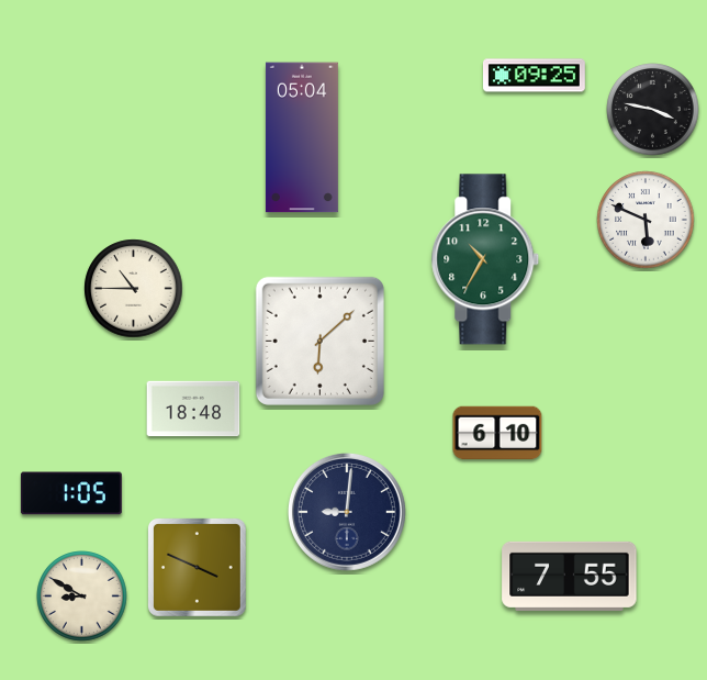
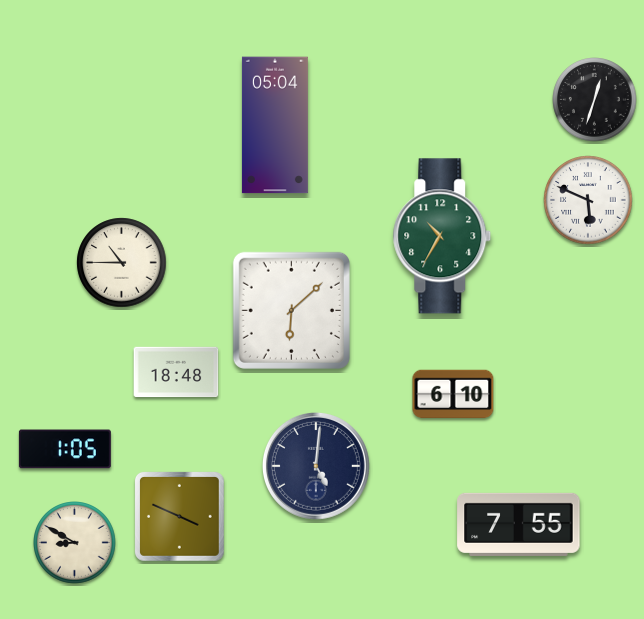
clock at (534, 76): 09:25 -> none
clock at (653, 110): 3:47 -> 12:33
clock at (347, 512): 9:01 -> 5:01
